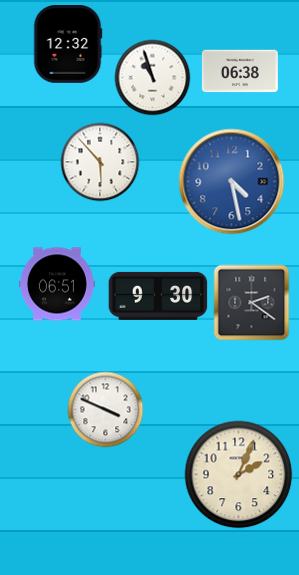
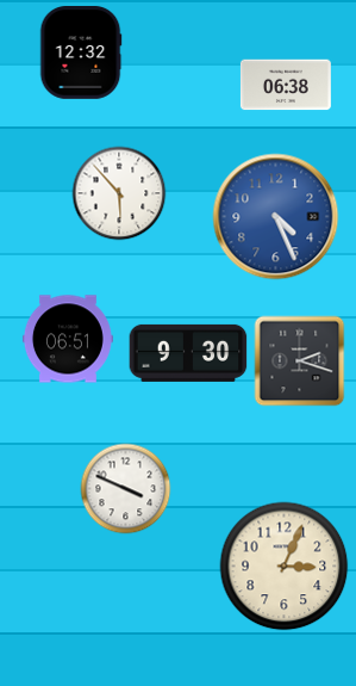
clock at (153, 78): 10:57 -> none
clock at (232, 182): 4:28 -> 4:26
clock at (252, 303): 2:21 -> 2:18
clock at (239, 475): 2:04 -> 3:04
